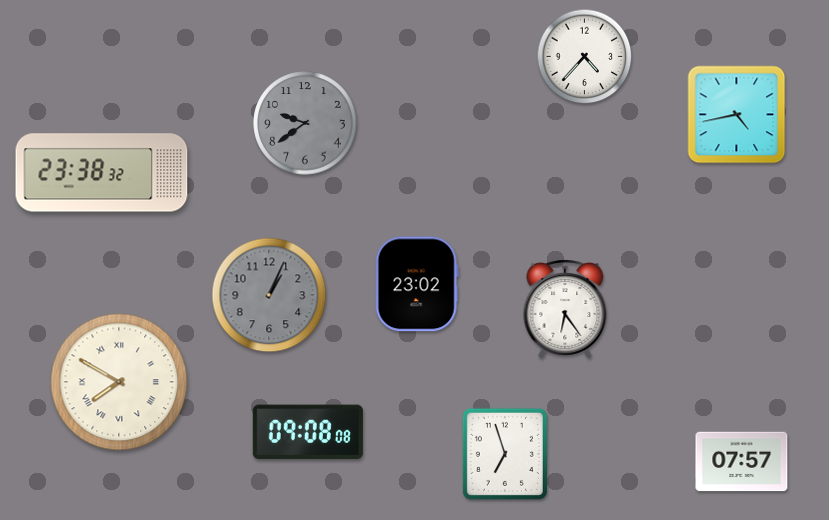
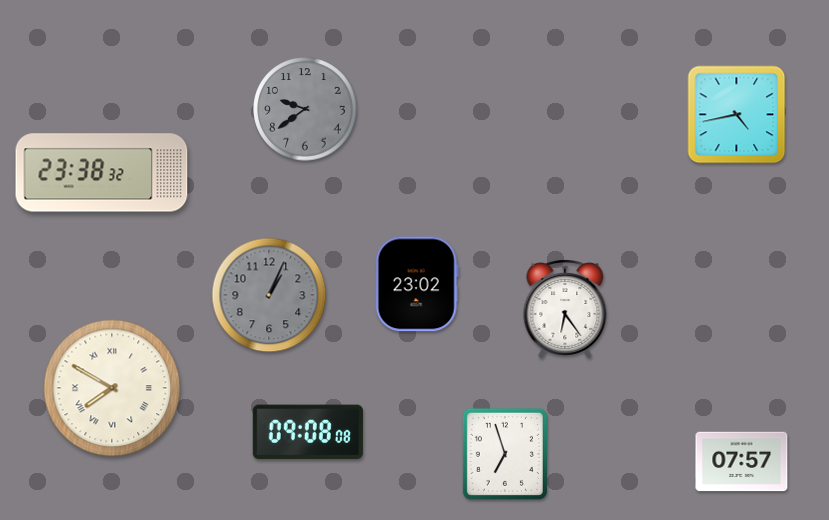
clock at (585, 57): 4:37 -> none
clock at (305, 123) position: (305, 123) -> (305, 109)
clock at (119, 382) position: (119, 382) -> (112, 388)
